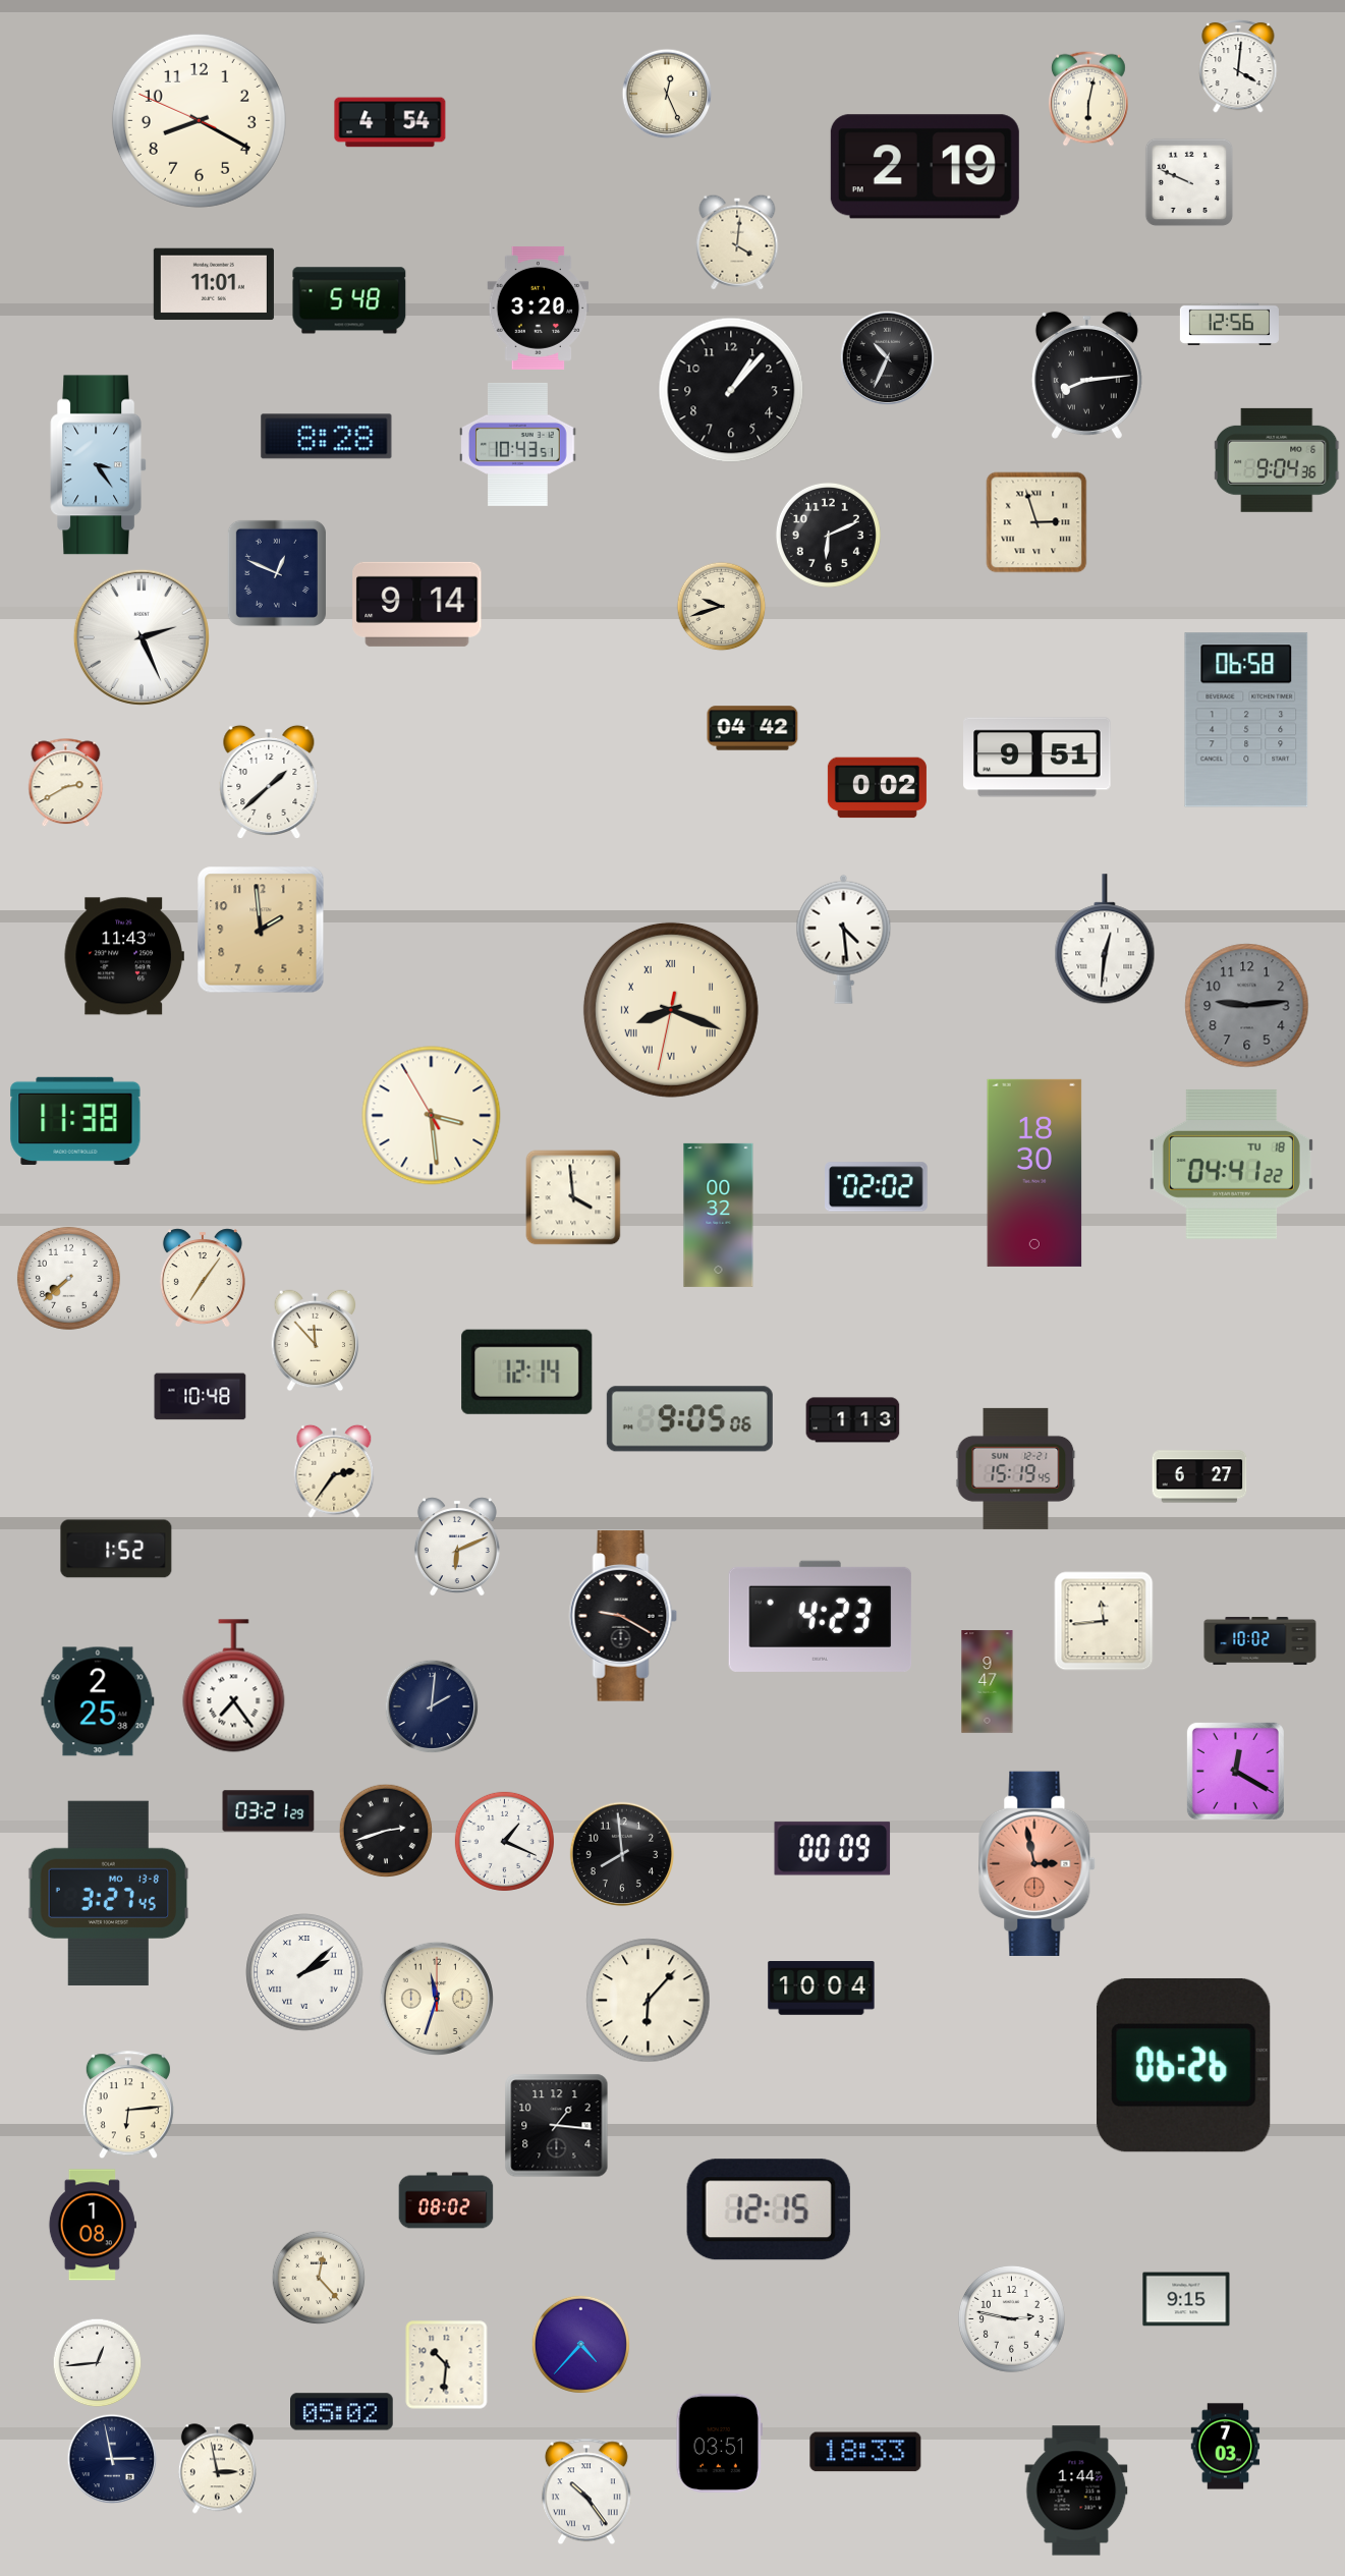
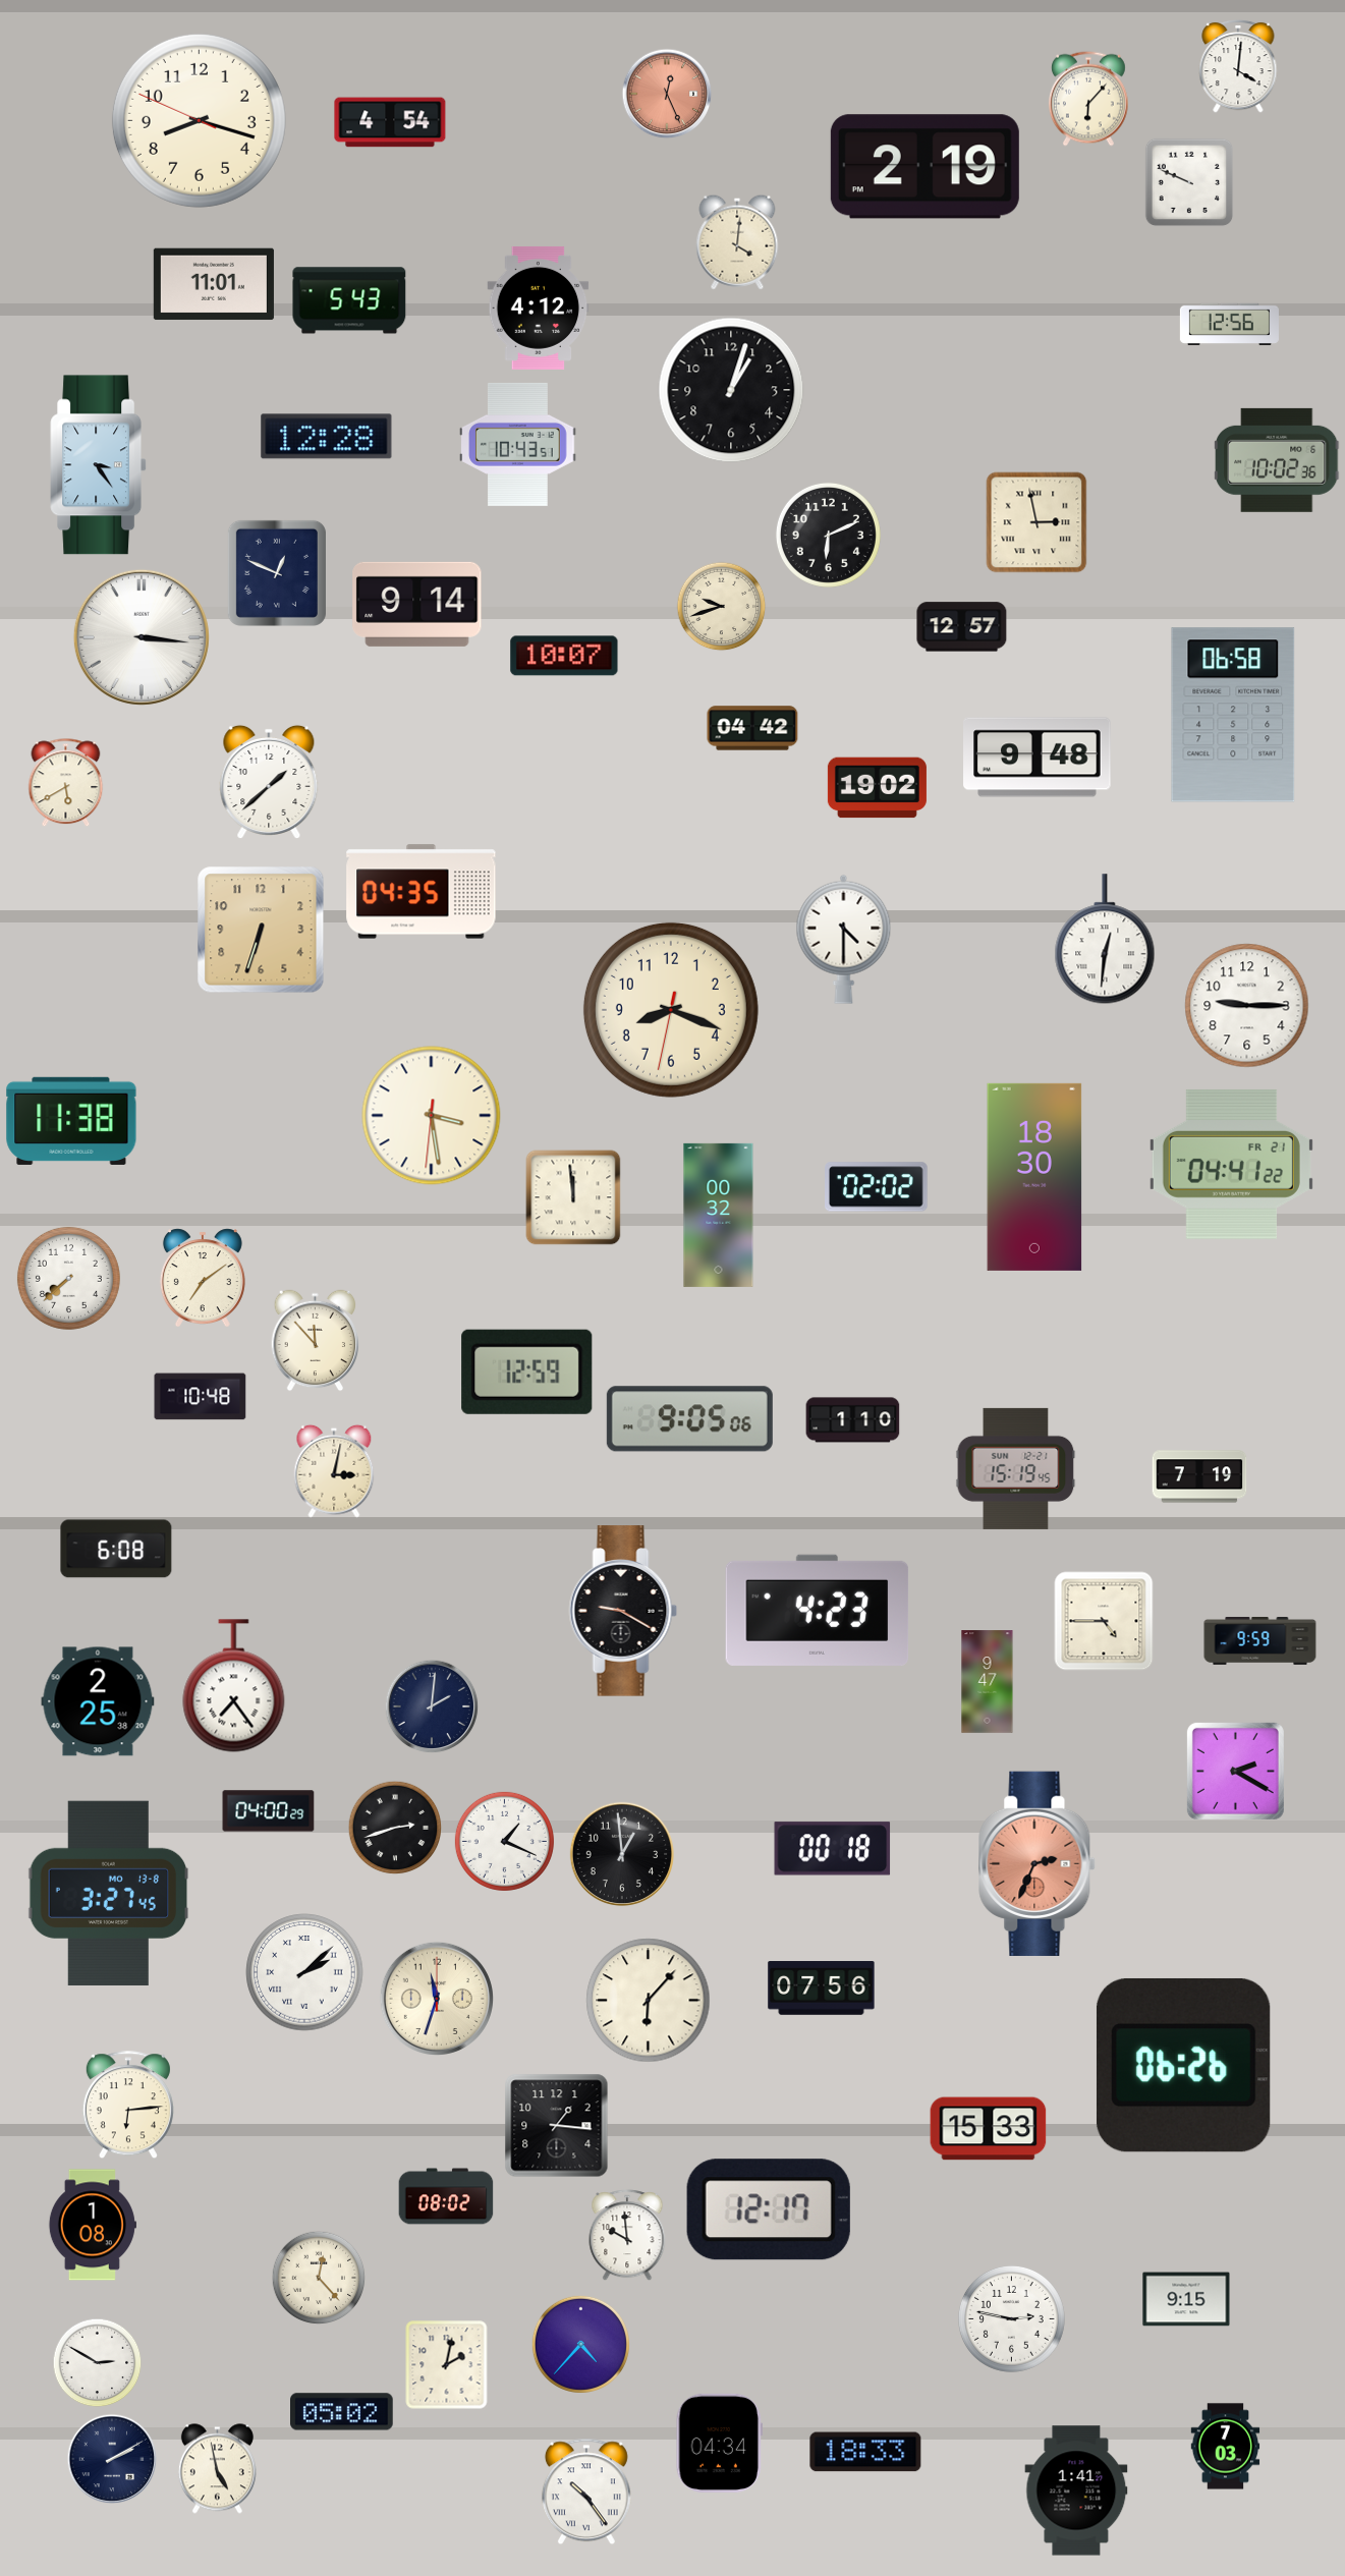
clock at (667, 94) dial: cream -> salmon
clock at (1088, 99): 6:02 -> 6:07
clock at (199, 120): 8:19 -> 8:17
clock at (349, 300): 5:48 -> 5:43
clock at (539, 307): 3:20 -> 4:12
clock at (888, 358): 10:34 -> none
clock at (1086, 375): 8:14 -> none
clock at (731, 390): 1:07 -> 1:03
clock at (327, 437): 8:28 -> 12:28
clock at (1278, 460): 9:04 -> 10:02
clock at (1036, 522): 2:57 -> 2:58
clock at (962, 627): none -> 12:57
clock at (142, 637): 2:26 -> 3:16
clock at (564, 656): none -> 10:07
clock at (1246, 720) position: (1246, 720) -> (1233, 715)
clock at (1038, 758): 9:51 -> 9:48
clock at (66, 783): 2:40 -> 5:40
clock at (877, 788): 0:02 -> 19:02
clock at (422, 892): none -> 04:35
clock at (261, 930): 1:59 -> 6:33
clock at (844, 939): 4:29 -> 4:30
clock at (124, 956): 11:43 -> none
clock at (1247, 1006): 9:14 -> 9:15
clock at (1247, 1006) dial: grey -> white
clock at (671, 1010) numerals: Roman -> Arabic
clock at (432, 1116): 3:28:55 -> 3:28:31
clock at (75, 1121) position: (75, 1121) -> (71, 1121)
clock at (1231, 1164) date: TU 18 -> FR 21
clock at (1034, 1173) position: (1034, 1173) -> (1034, 1177)
clock at (573, 1197): 3:59 -> 11:59
clock at (203, 1278): 7:06 -> 7:09
clock at (527, 1371): 12:14 -> 12:59
clock at (853, 1420): 1:13 -> 1:10
clock at (334, 1471): 2:36 -> 3:02
clock at (1199, 1476): 6:27 -> 7:19
clock at (457, 1547): 6:11 -> none
clock at (116, 1549): 1:52 -> 6:08
clock at (623, 1616) position: (623, 1616) -> (623, 1611)
clock at (821, 1616) position: (821, 1616) -> (818, 1610)
clock at (1104, 1621): 11:44 -> 4:45
clock at (1260, 1641): 10:02 -> 9:59
clock at (1235, 1771): 12:20 -> 2:20
clock at (269, 1811): 03:21 -> 04:00
clock at (386, 1831) position: (386, 1831) -> (395, 1828)
clock at (833, 1849): 00:09 -> 00:18
clock at (621, 1853): 7:59 -> 12:59
clock at (1038, 1863): 2:58 -> 2:34
clock at (822, 1989): 10:04 -> 07:56
clock at (989, 2129): none -> 15:33
clock at (446, 2200) position: (446, 2200) -> (446, 2196)
clock at (769, 2209): 12:15 -> 12:17
clock at (627, 2236): none -> 9:59
clock at (98, 2363): 12:44 -> 2:50
clock at (447, 2365): 10:31 -> 2:02
clock at (719, 2443): 03:51 -> 04:34
clock at (112, 2459): 2:58 -> 2:10
clock at (217, 2469): 2:58 -> 4:58
clock at (1076, 2490): 1:44 -> 1:41
